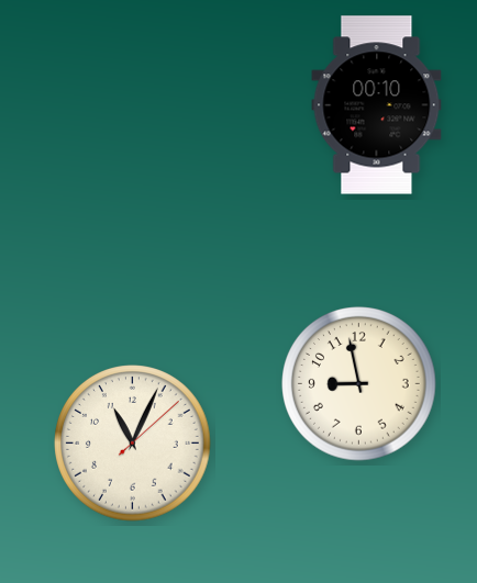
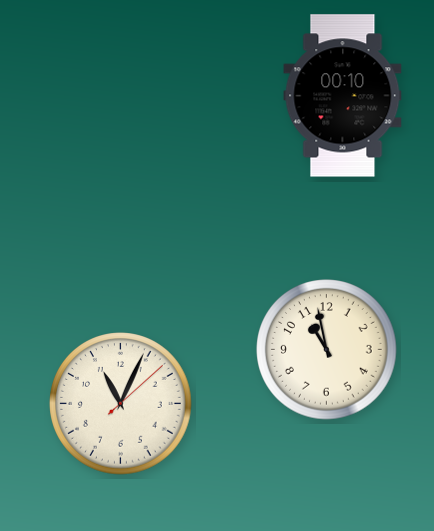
clock at (359, 384): 8:58 -> 10:58
